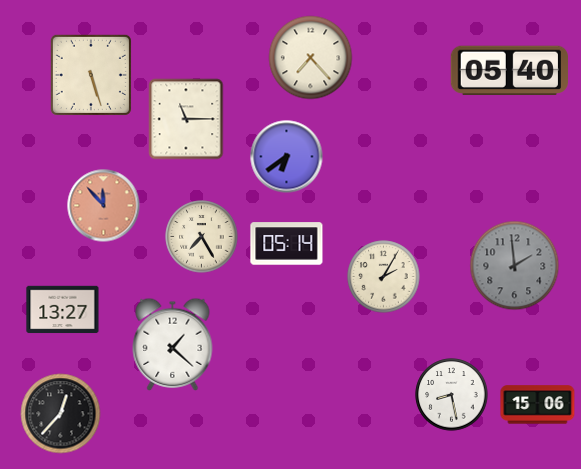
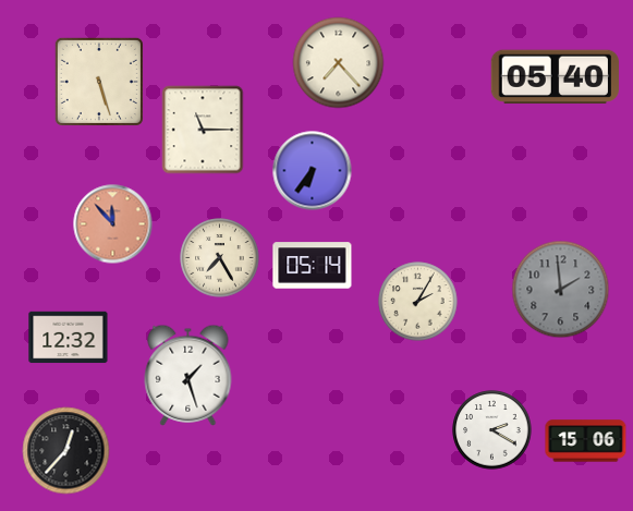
clock at (287, 157): 6:39 -> 6:36
clock at (63, 310): 13:27 -> 12:32
clock at (173, 344): 1:22 -> 1:27
clock at (452, 395): 8:28 -> 2:20
